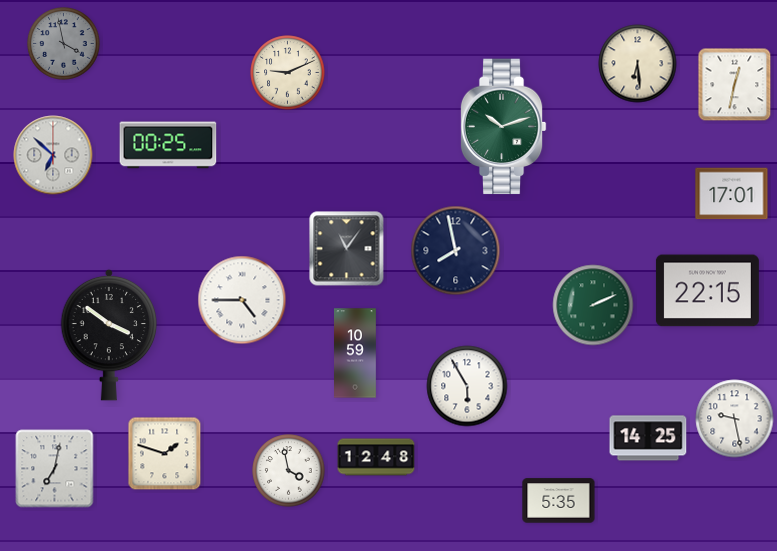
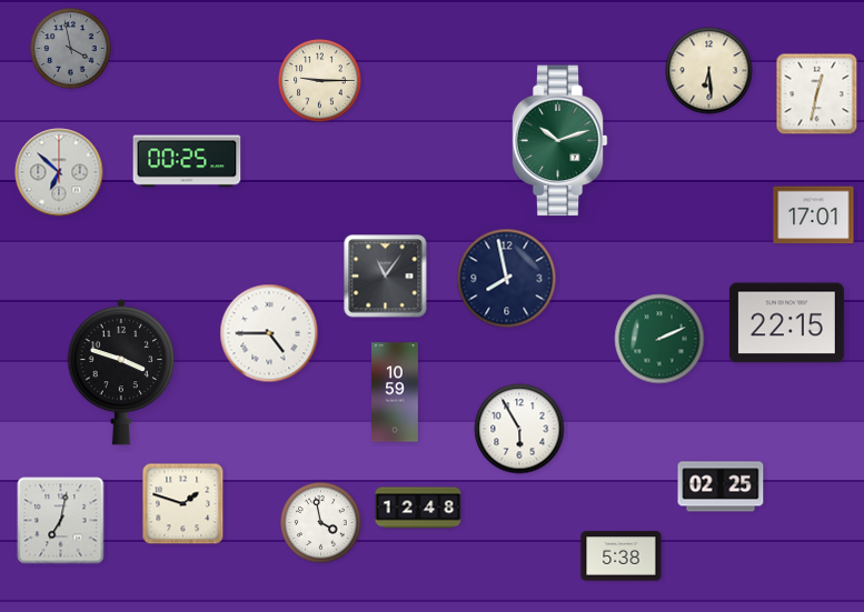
clock at (288, 73): 9:11 -> 9:15
clock at (109, 335): 3:51 -> 3:48
clock at (735, 419): 9:28 -> none
clock at (648, 438): 14:25 -> 02:25
clock at (559, 501): 5:35 -> 5:38
